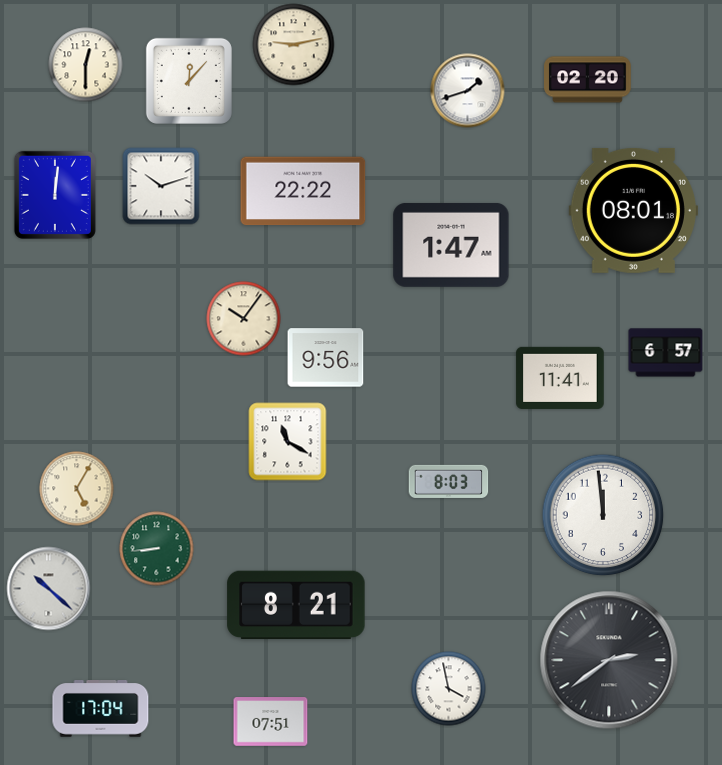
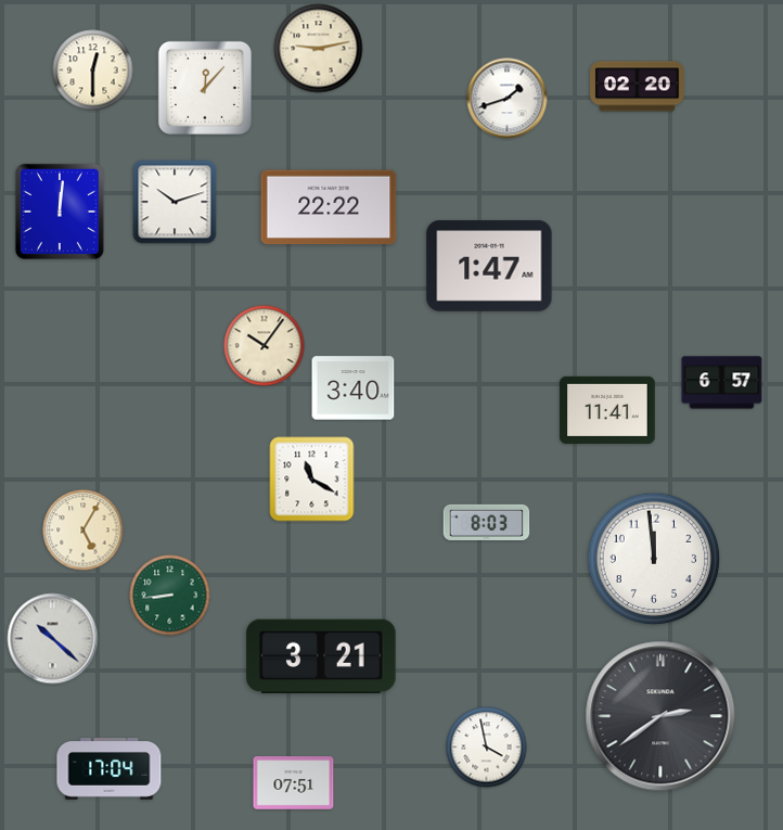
clock at (633, 210): 08:01 -> none
clock at (326, 358): 9:56 -> 3:40
clock at (296, 605): 8:21 -> 3:21
